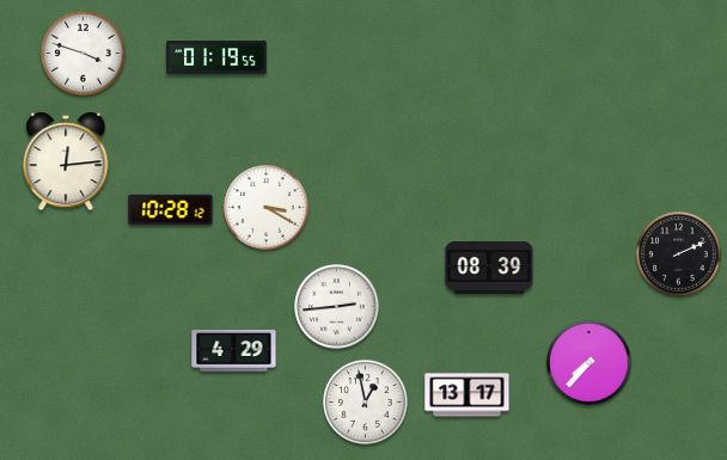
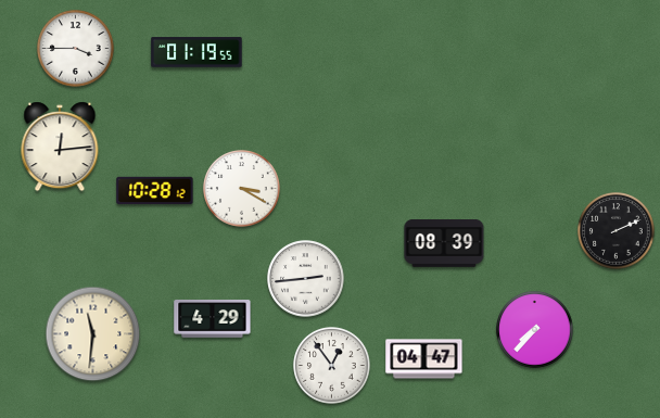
clock at (84, 54): 3:48 -> 3:45
clock at (93, 334): none -> 11:31
clock at (468, 395): 13:17 -> 04:47
clock at (366, 403): 12:58 -> 12:54
